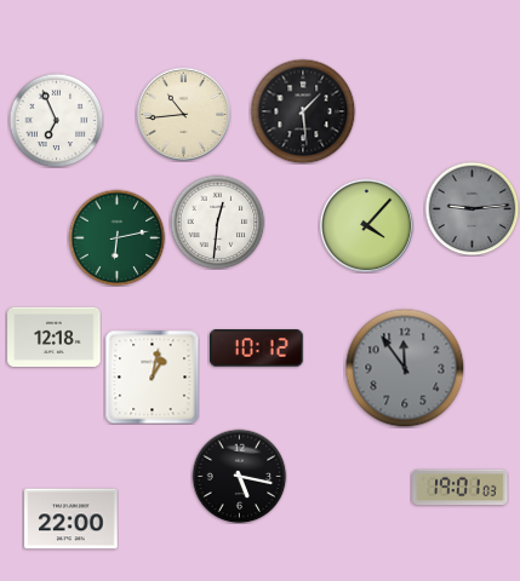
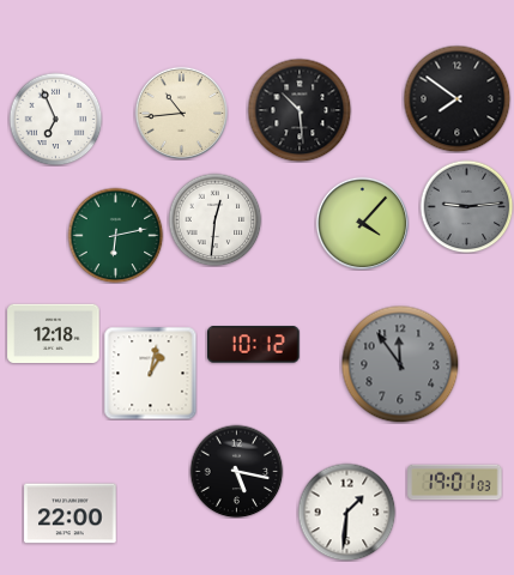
clock at (456, 98): none -> 7:51
clock at (303, 111): 1:29 -> 10:29
clock at (346, 512): none -> 1:31
